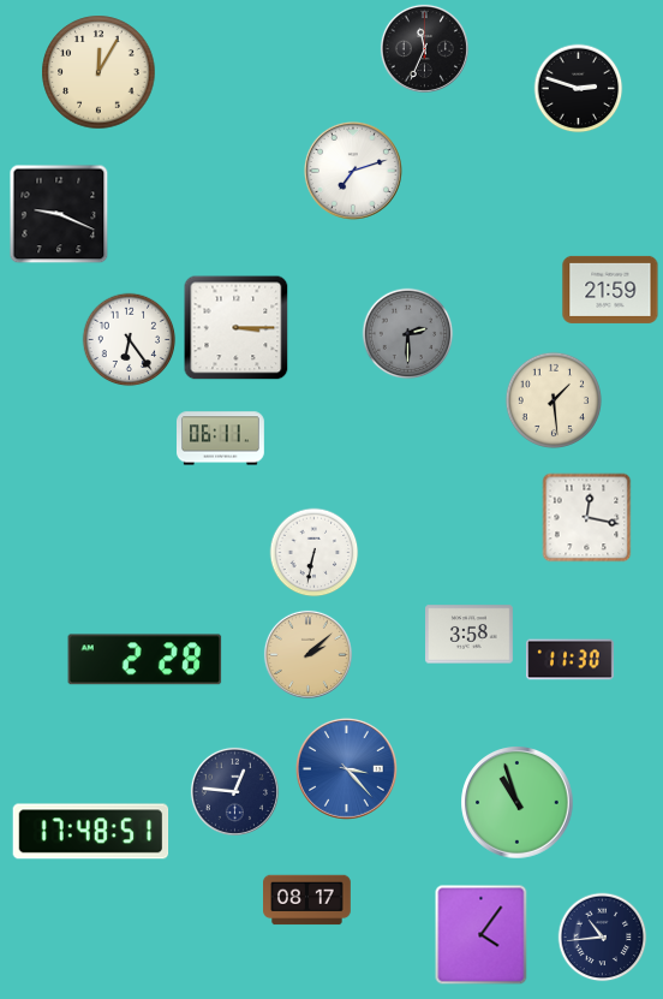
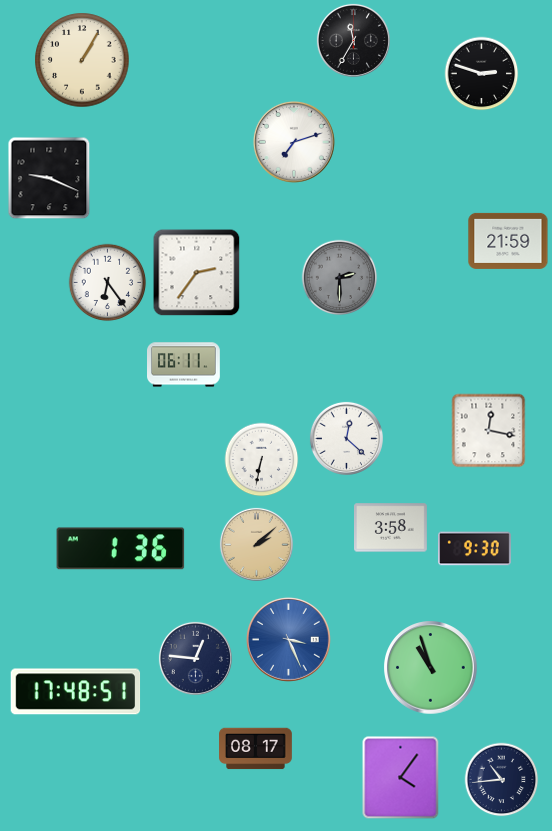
clock at (424, 48): 11:34 -> 11:35
clock at (98, 72): 12:05 -> 1:05
clock at (237, 328): 3:15 -> 2:36
clock at (552, 399): 1:29 -> none
clock at (346, 438): none -> 12:22
clock at (145, 660): 2:28 -> 1:36
clock at (571, 660): 11:30 -> 9:30
clock at (346, 768): 3:23 -> 3:26
